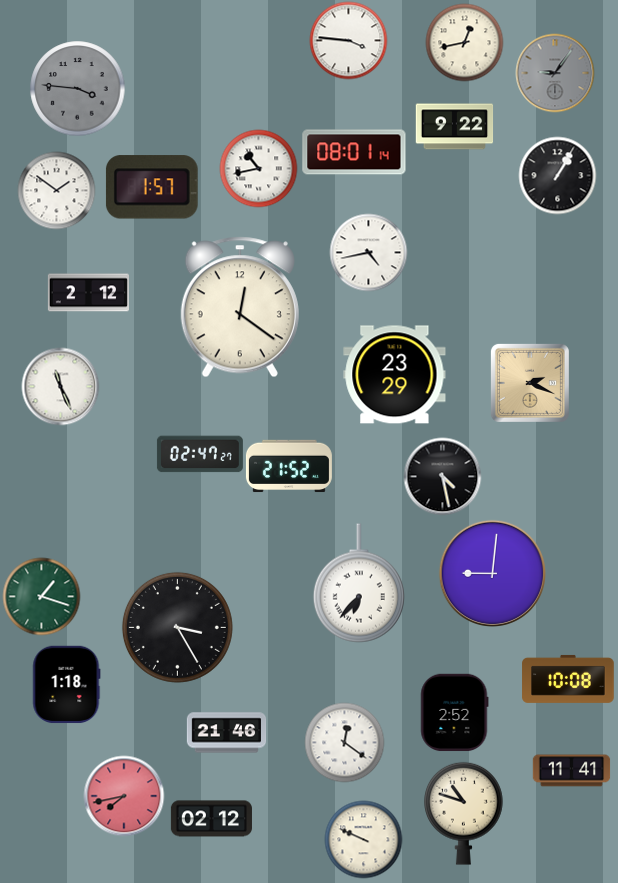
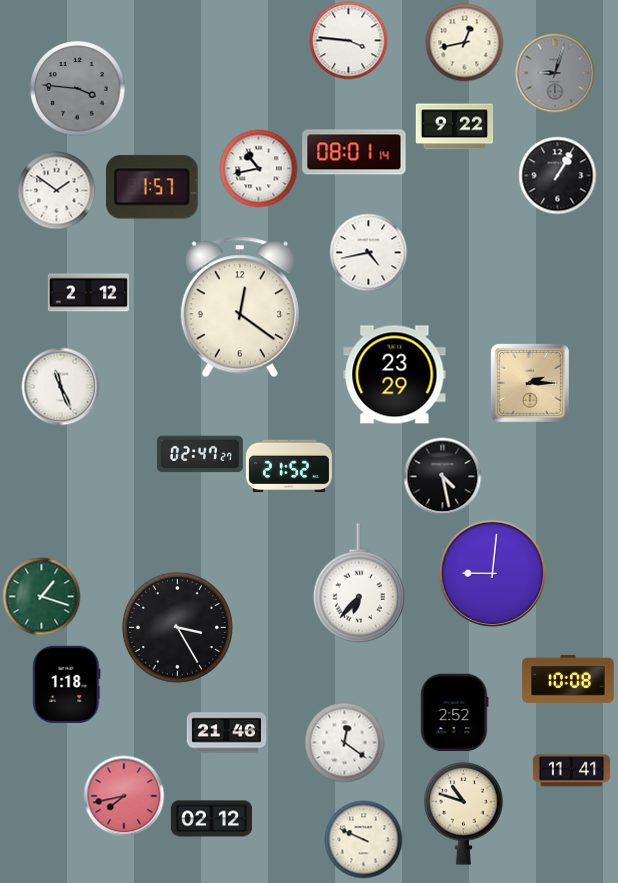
clock at (555, 73): 9:06 -> 9:03
clock at (530, 383): 2:19 -> 2:15
